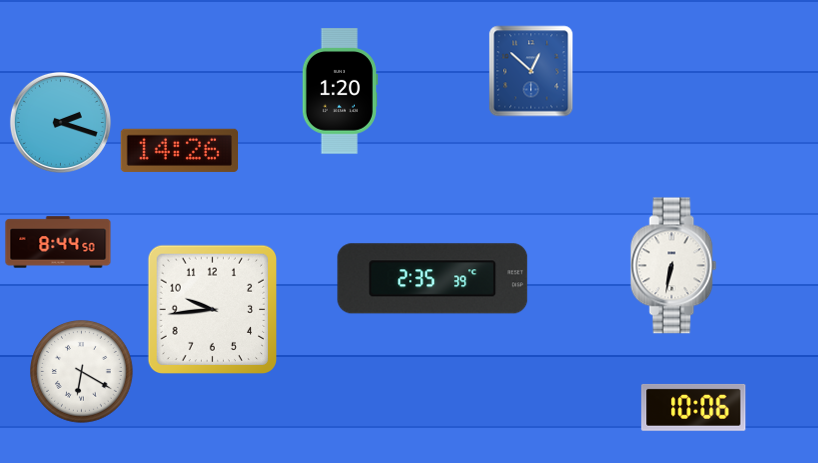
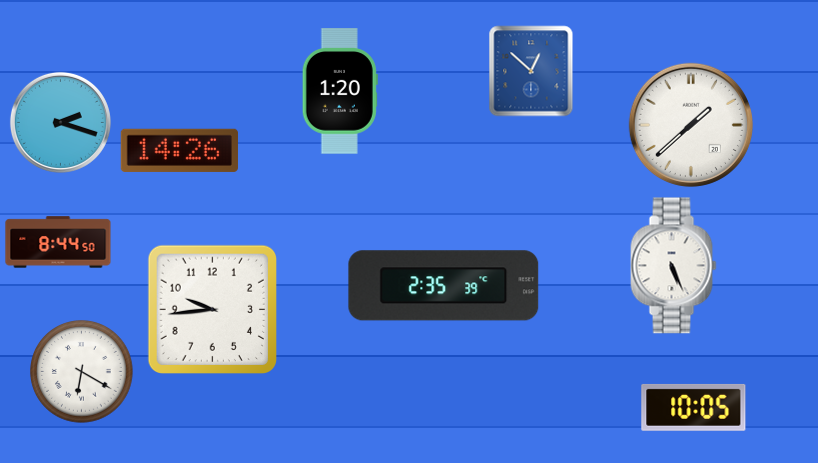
clock at (691, 125): none -> 1:38
clock at (674, 266): 6:32 -> 5:26
clock at (433, 279) position: (433, 279) -> (444, 286)
clock at (694, 407): 10:06 -> 10:05
